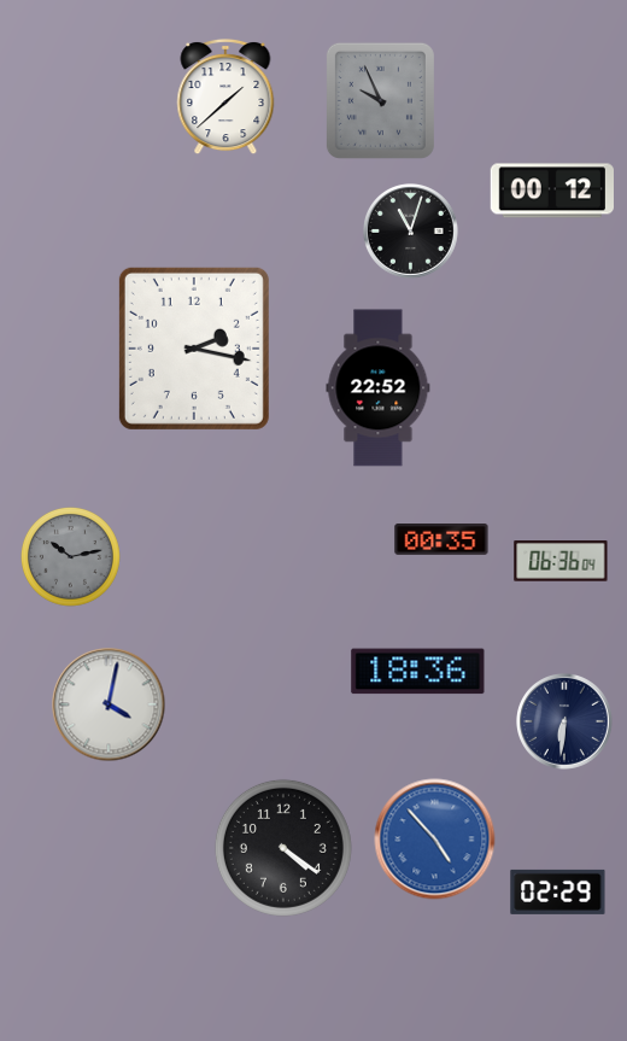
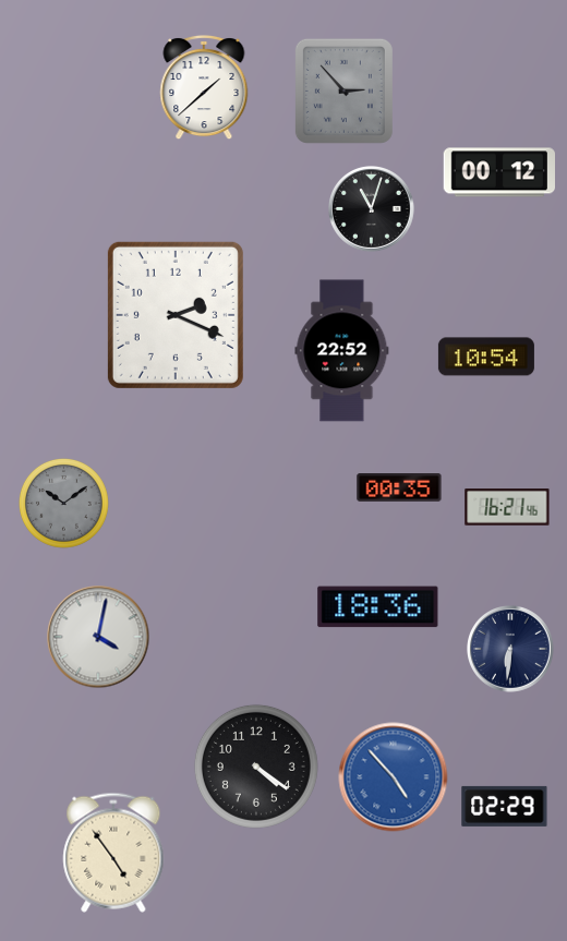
clock at (380, 100): 9:56 -> 2:53
clock at (194, 349): 2:17 -> 2:19
clock at (486, 357): none -> 10:54
clock at (70, 556): 10:13 -> 10:09
clock at (561, 561): 06:36 -> 16:21
clock at (566, 723) position: (566, 723) -> (511, 650)
clock at (435, 840) position: (435, 840) -> (394, 777)
clock at (113, 853): none -> 4:54
